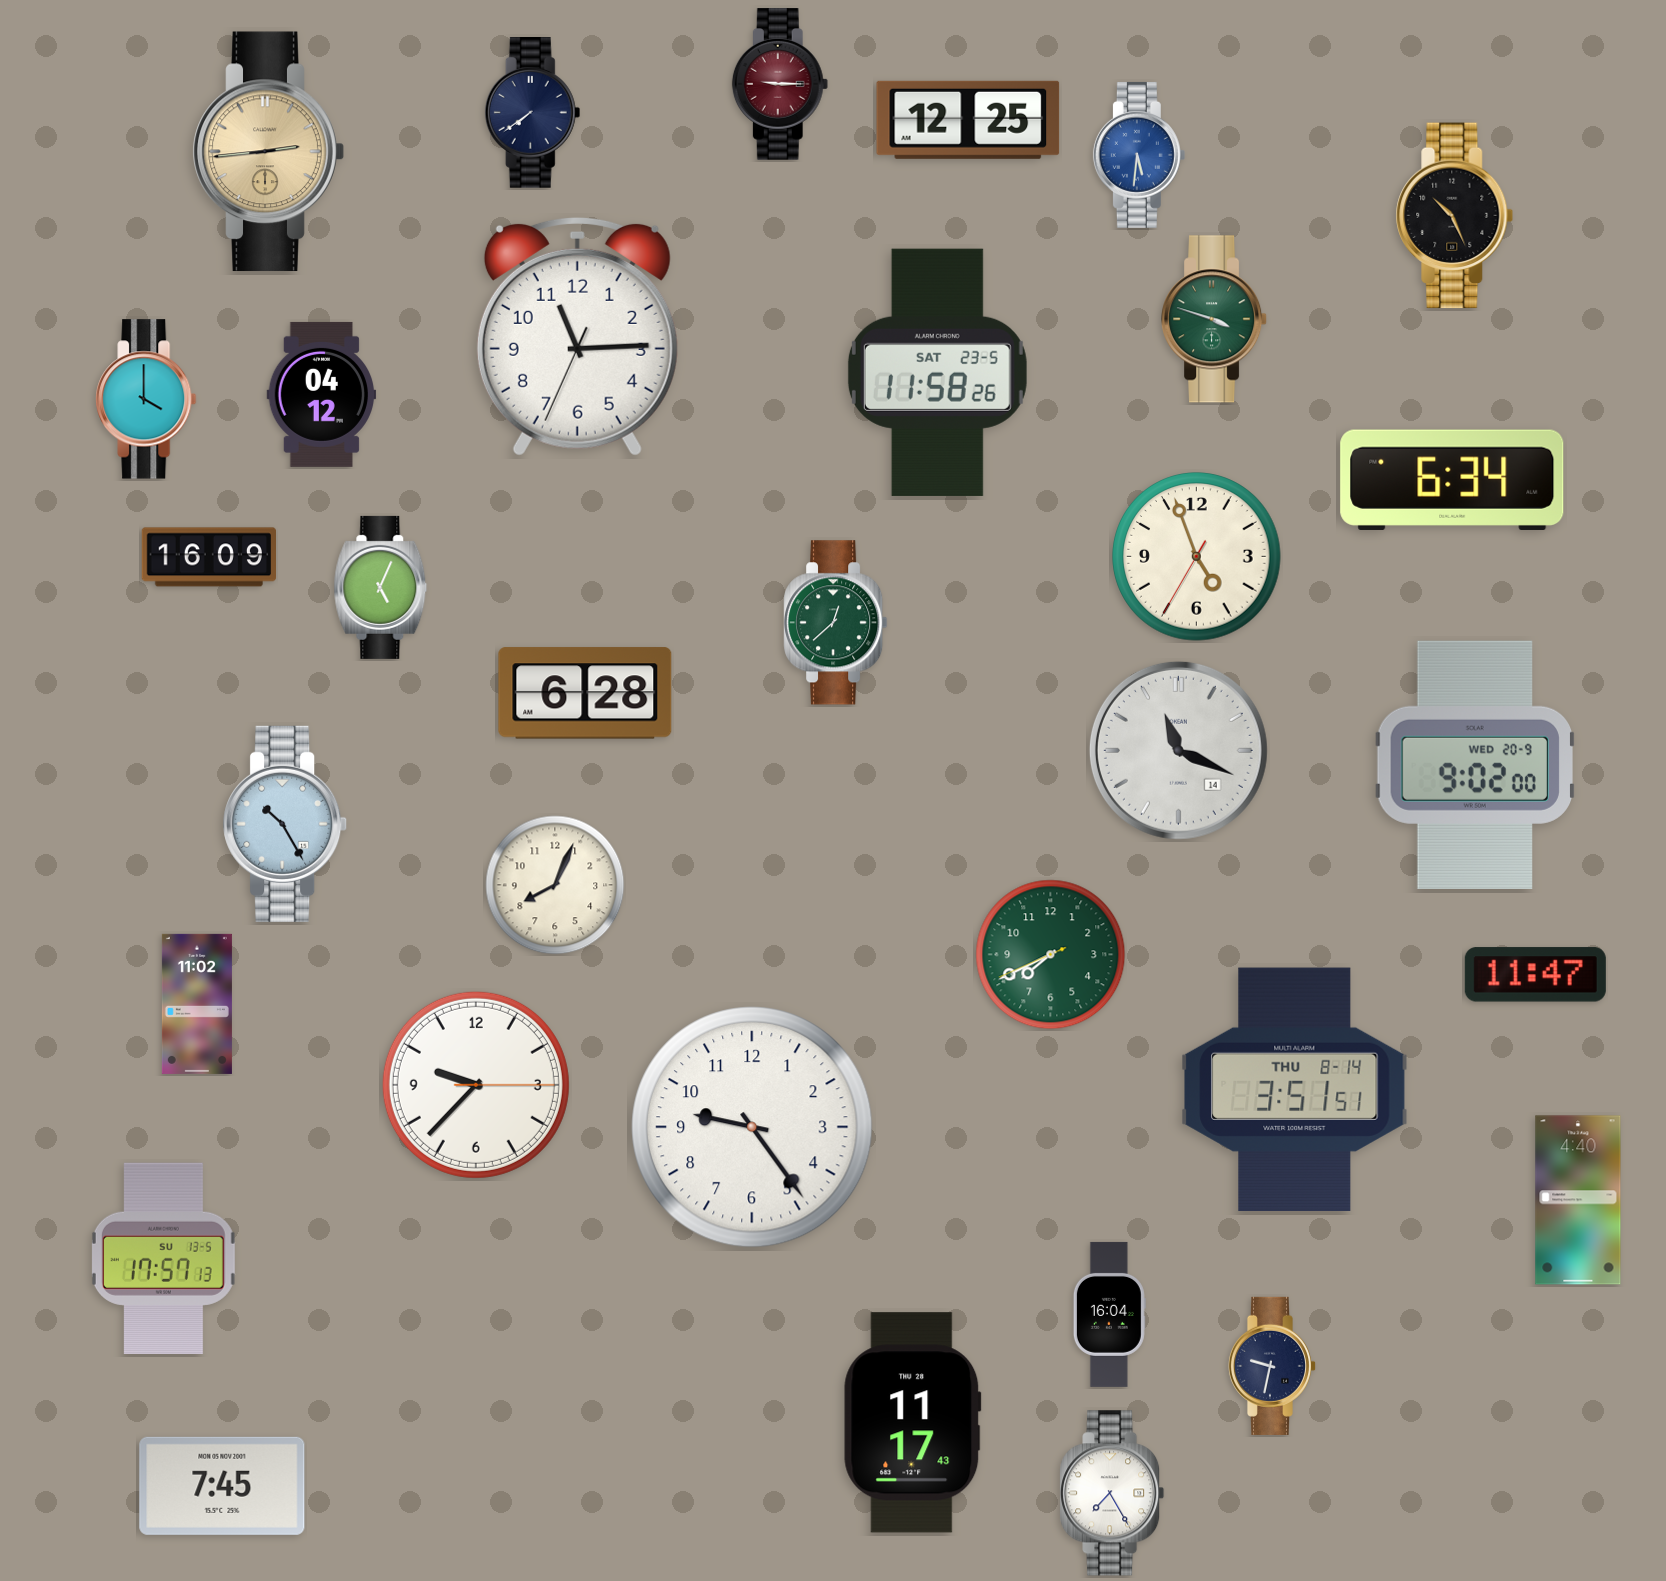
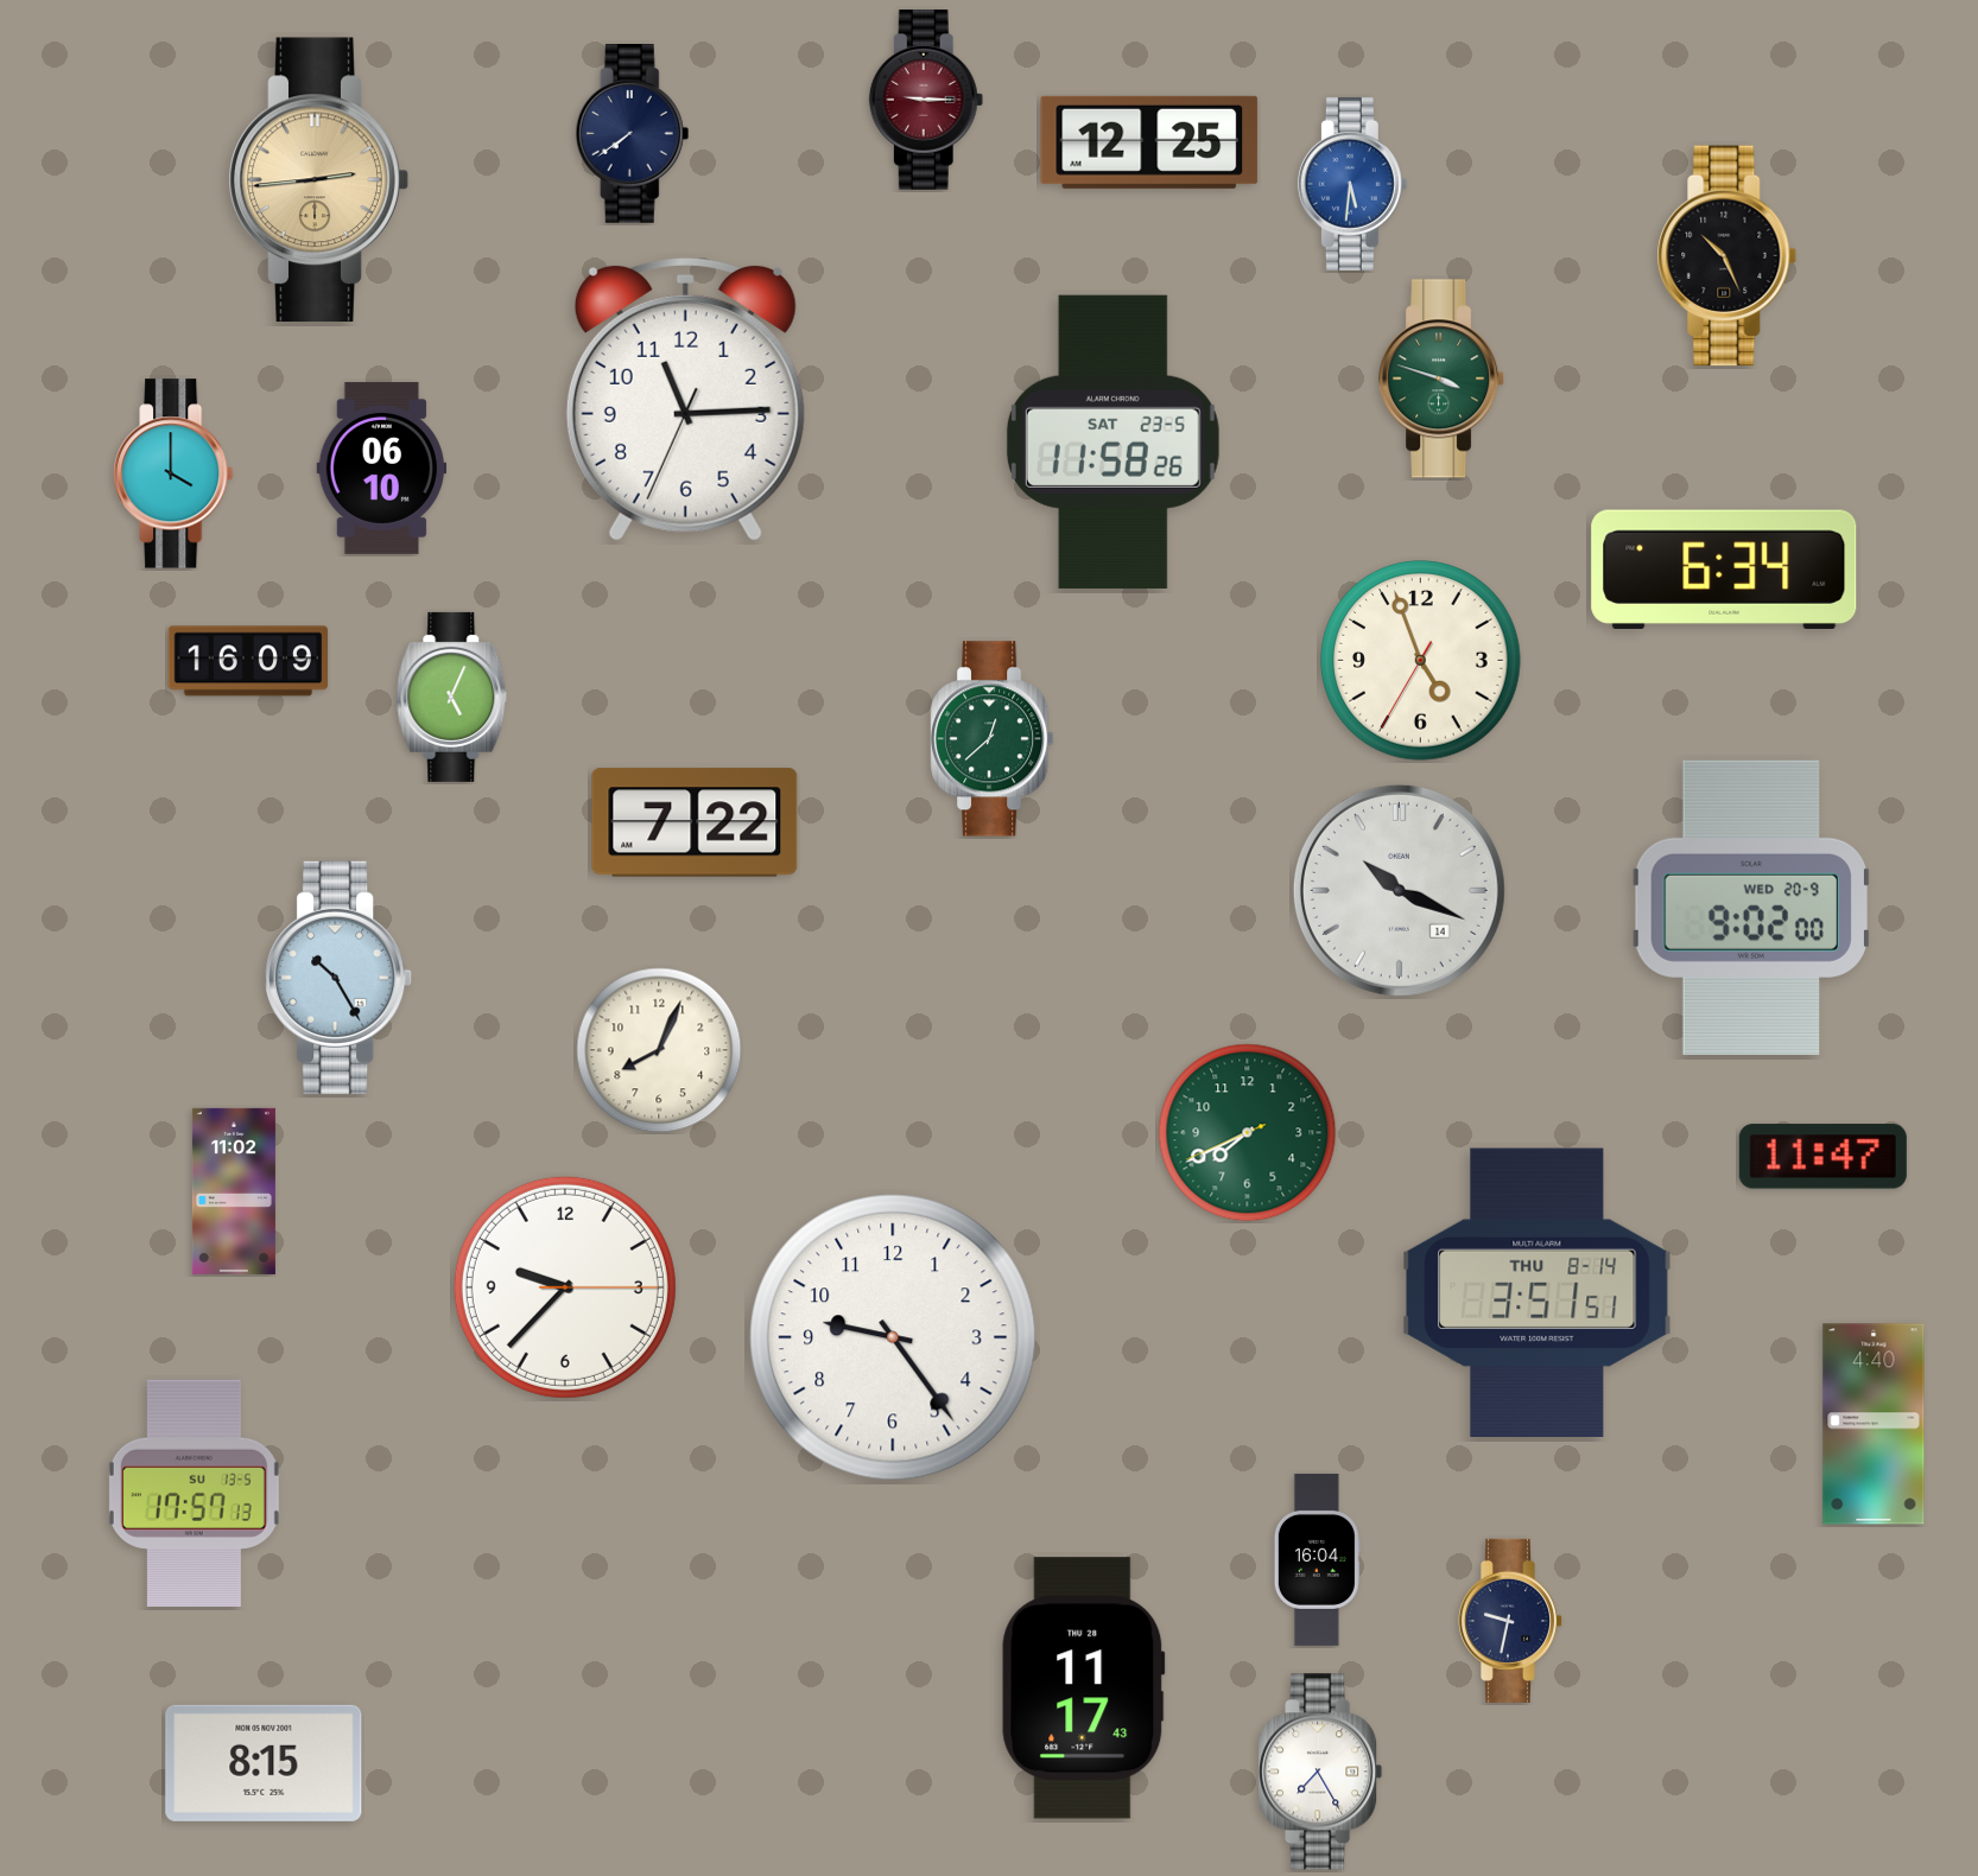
clock at (322, 394): 04:12 -> 06:10
clock at (585, 693): 6:28 -> 7:22
clock at (1178, 750): 11:19 -> 10:19
clock at (222, 1486): 7:45 -> 8:15
